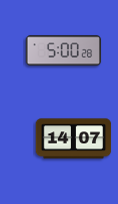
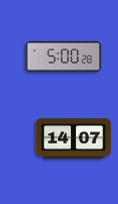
clock at (64, 51) position: (64, 51) -> (64, 57)
